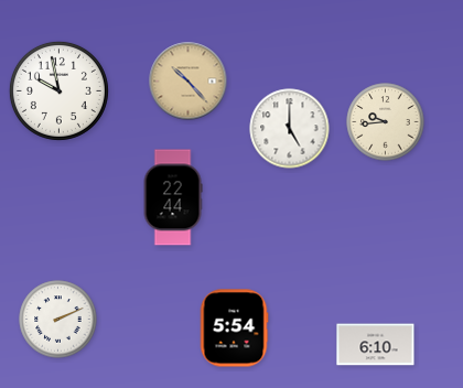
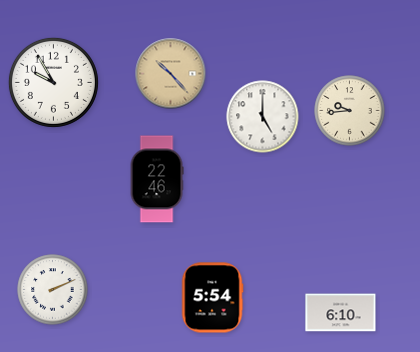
clock at (58, 90): 9:58 -> 9:55
clock at (173, 197): 22:44 -> 22:46
